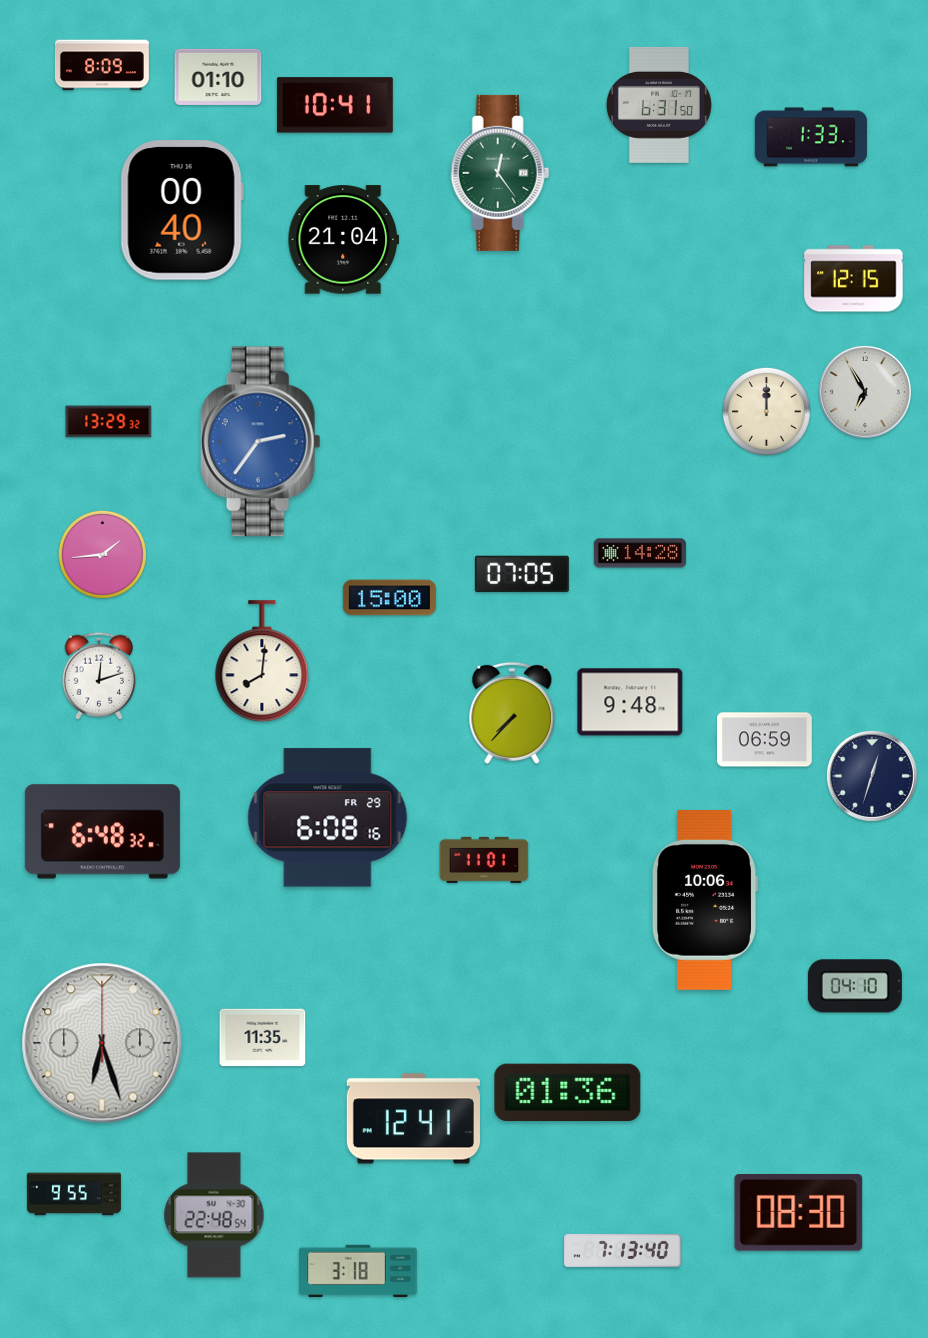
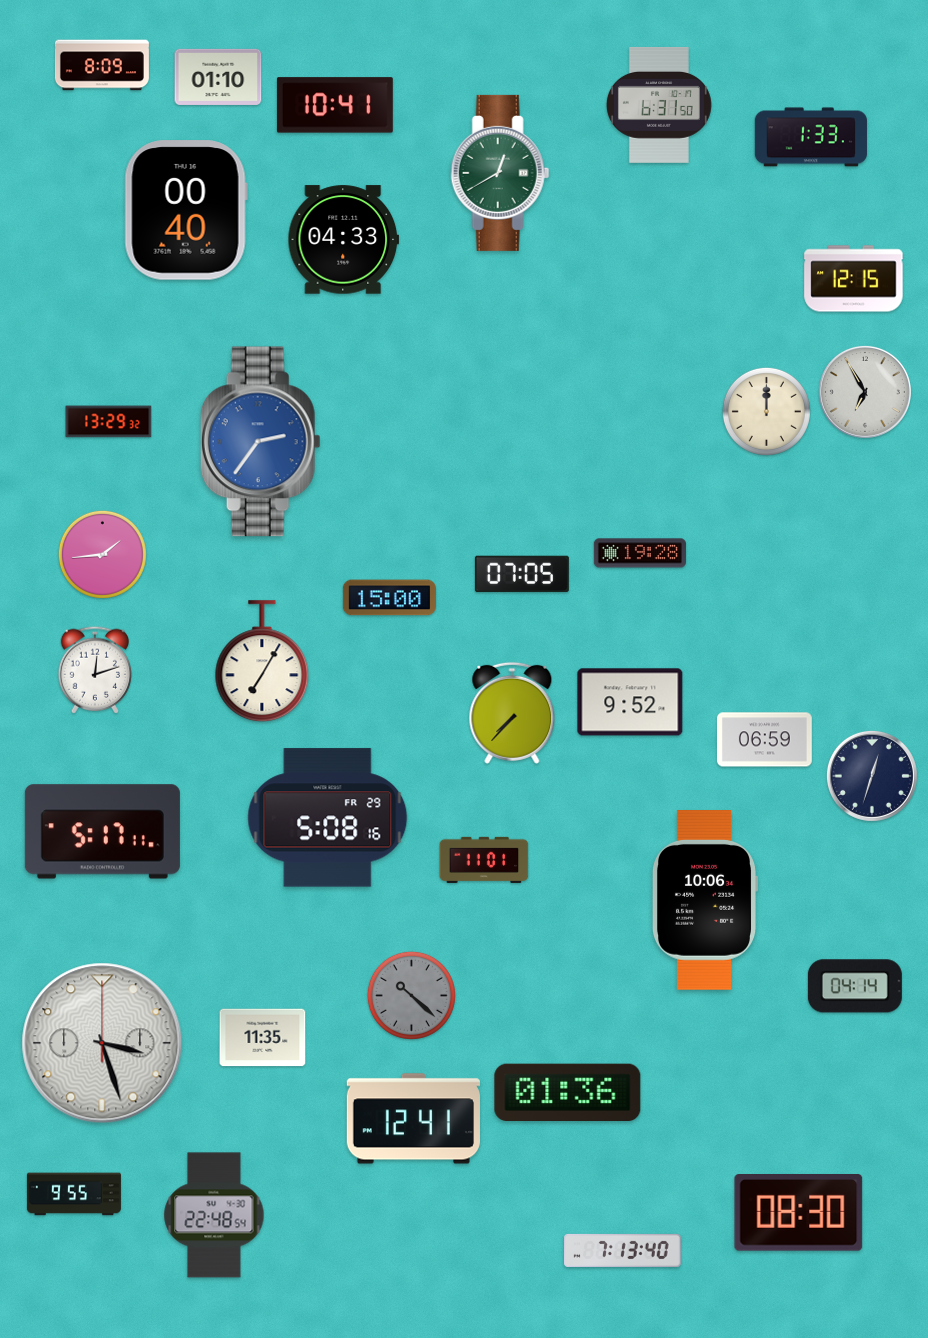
clock at (500, 173): 12:24 -> 12:40
clock at (182, 210) position: (182, 210) -> (186, 210)
clock at (343, 240): 21:04 -> 04:33
clock at (640, 553): 14:28 -> 19:28
clock at (262, 662): 8:01 -> 7:05
clock at (99, 676) position: (99, 676) -> (95, 670)
clock at (630, 702): 9:48 -> 9:52
clock at (328, 818): 6:08 -> 5:08
clock at (102, 832): 6:48 -> 5:17
clock at (855, 986): 04:10 -> 04:14
clock at (411, 995): none -> 10:22
clock at (102, 1043): 6:27 -> 3:27
clock at (358, 1270): 3:18 -> none
